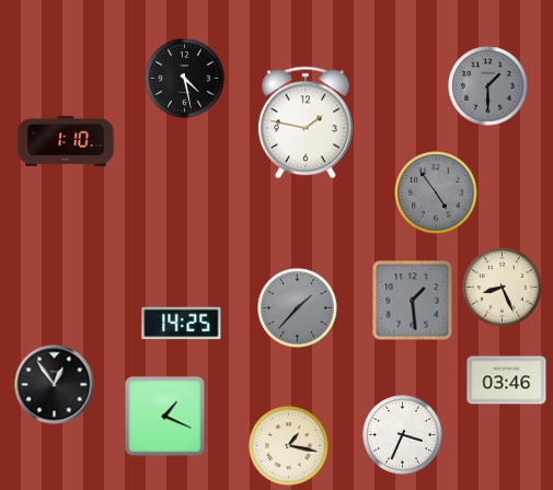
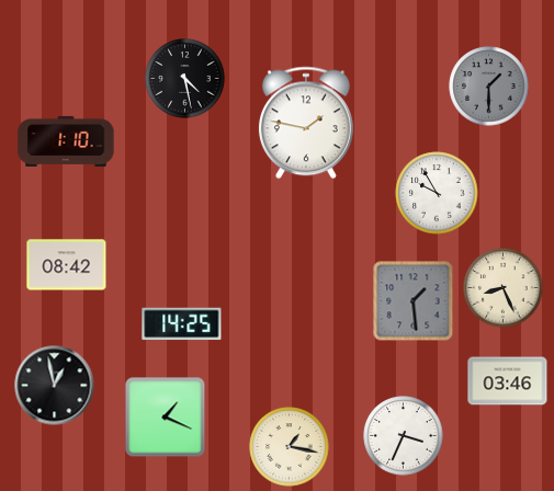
clock at (436, 192): 4:54 -> 9:55
clock at (436, 192) dial: grey -> white
clock at (67, 265): none -> 08:42
clock at (298, 308): 1:37 -> none
clock at (55, 385): 12:54 -> 12:58
